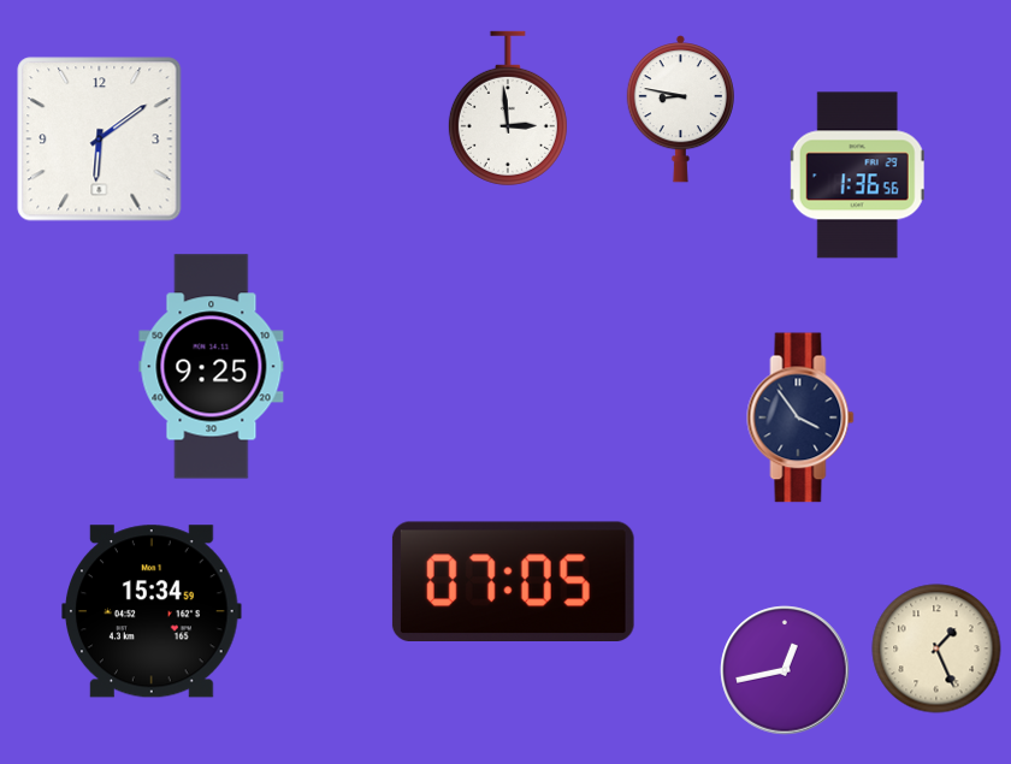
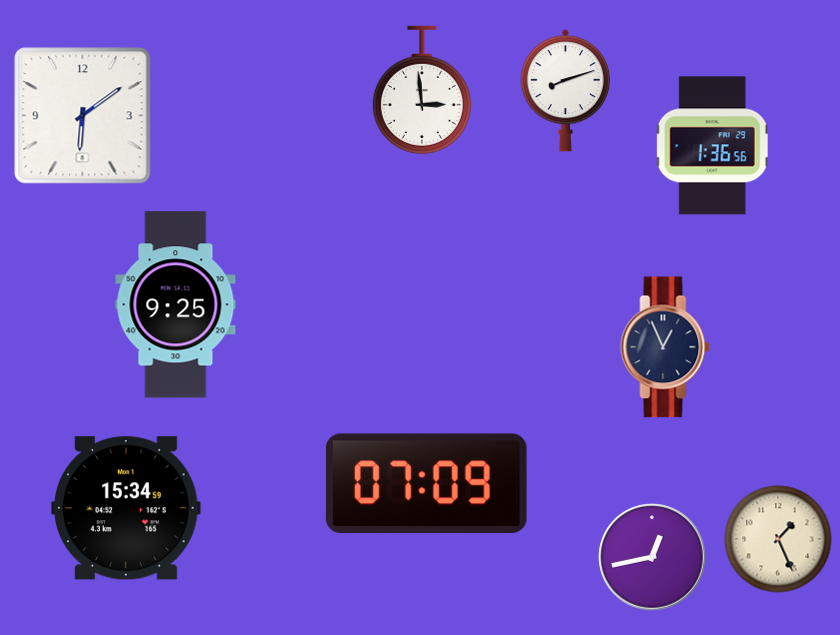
clock at (680, 109): 8:47 -> 8:12
clock at (800, 417): 3:54 -> 12:56
clock at (513, 581): 07:05 -> 07:09
